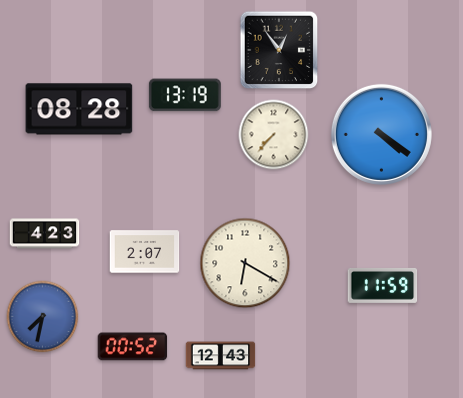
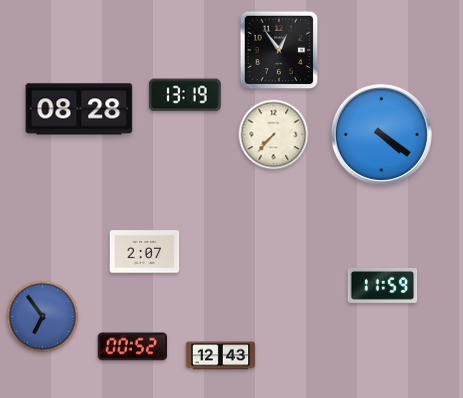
clock at (45, 234): 4:23 -> none
clock at (245, 263): 6:20 -> none
clock at (43, 317): 7:32 -> 6:54
